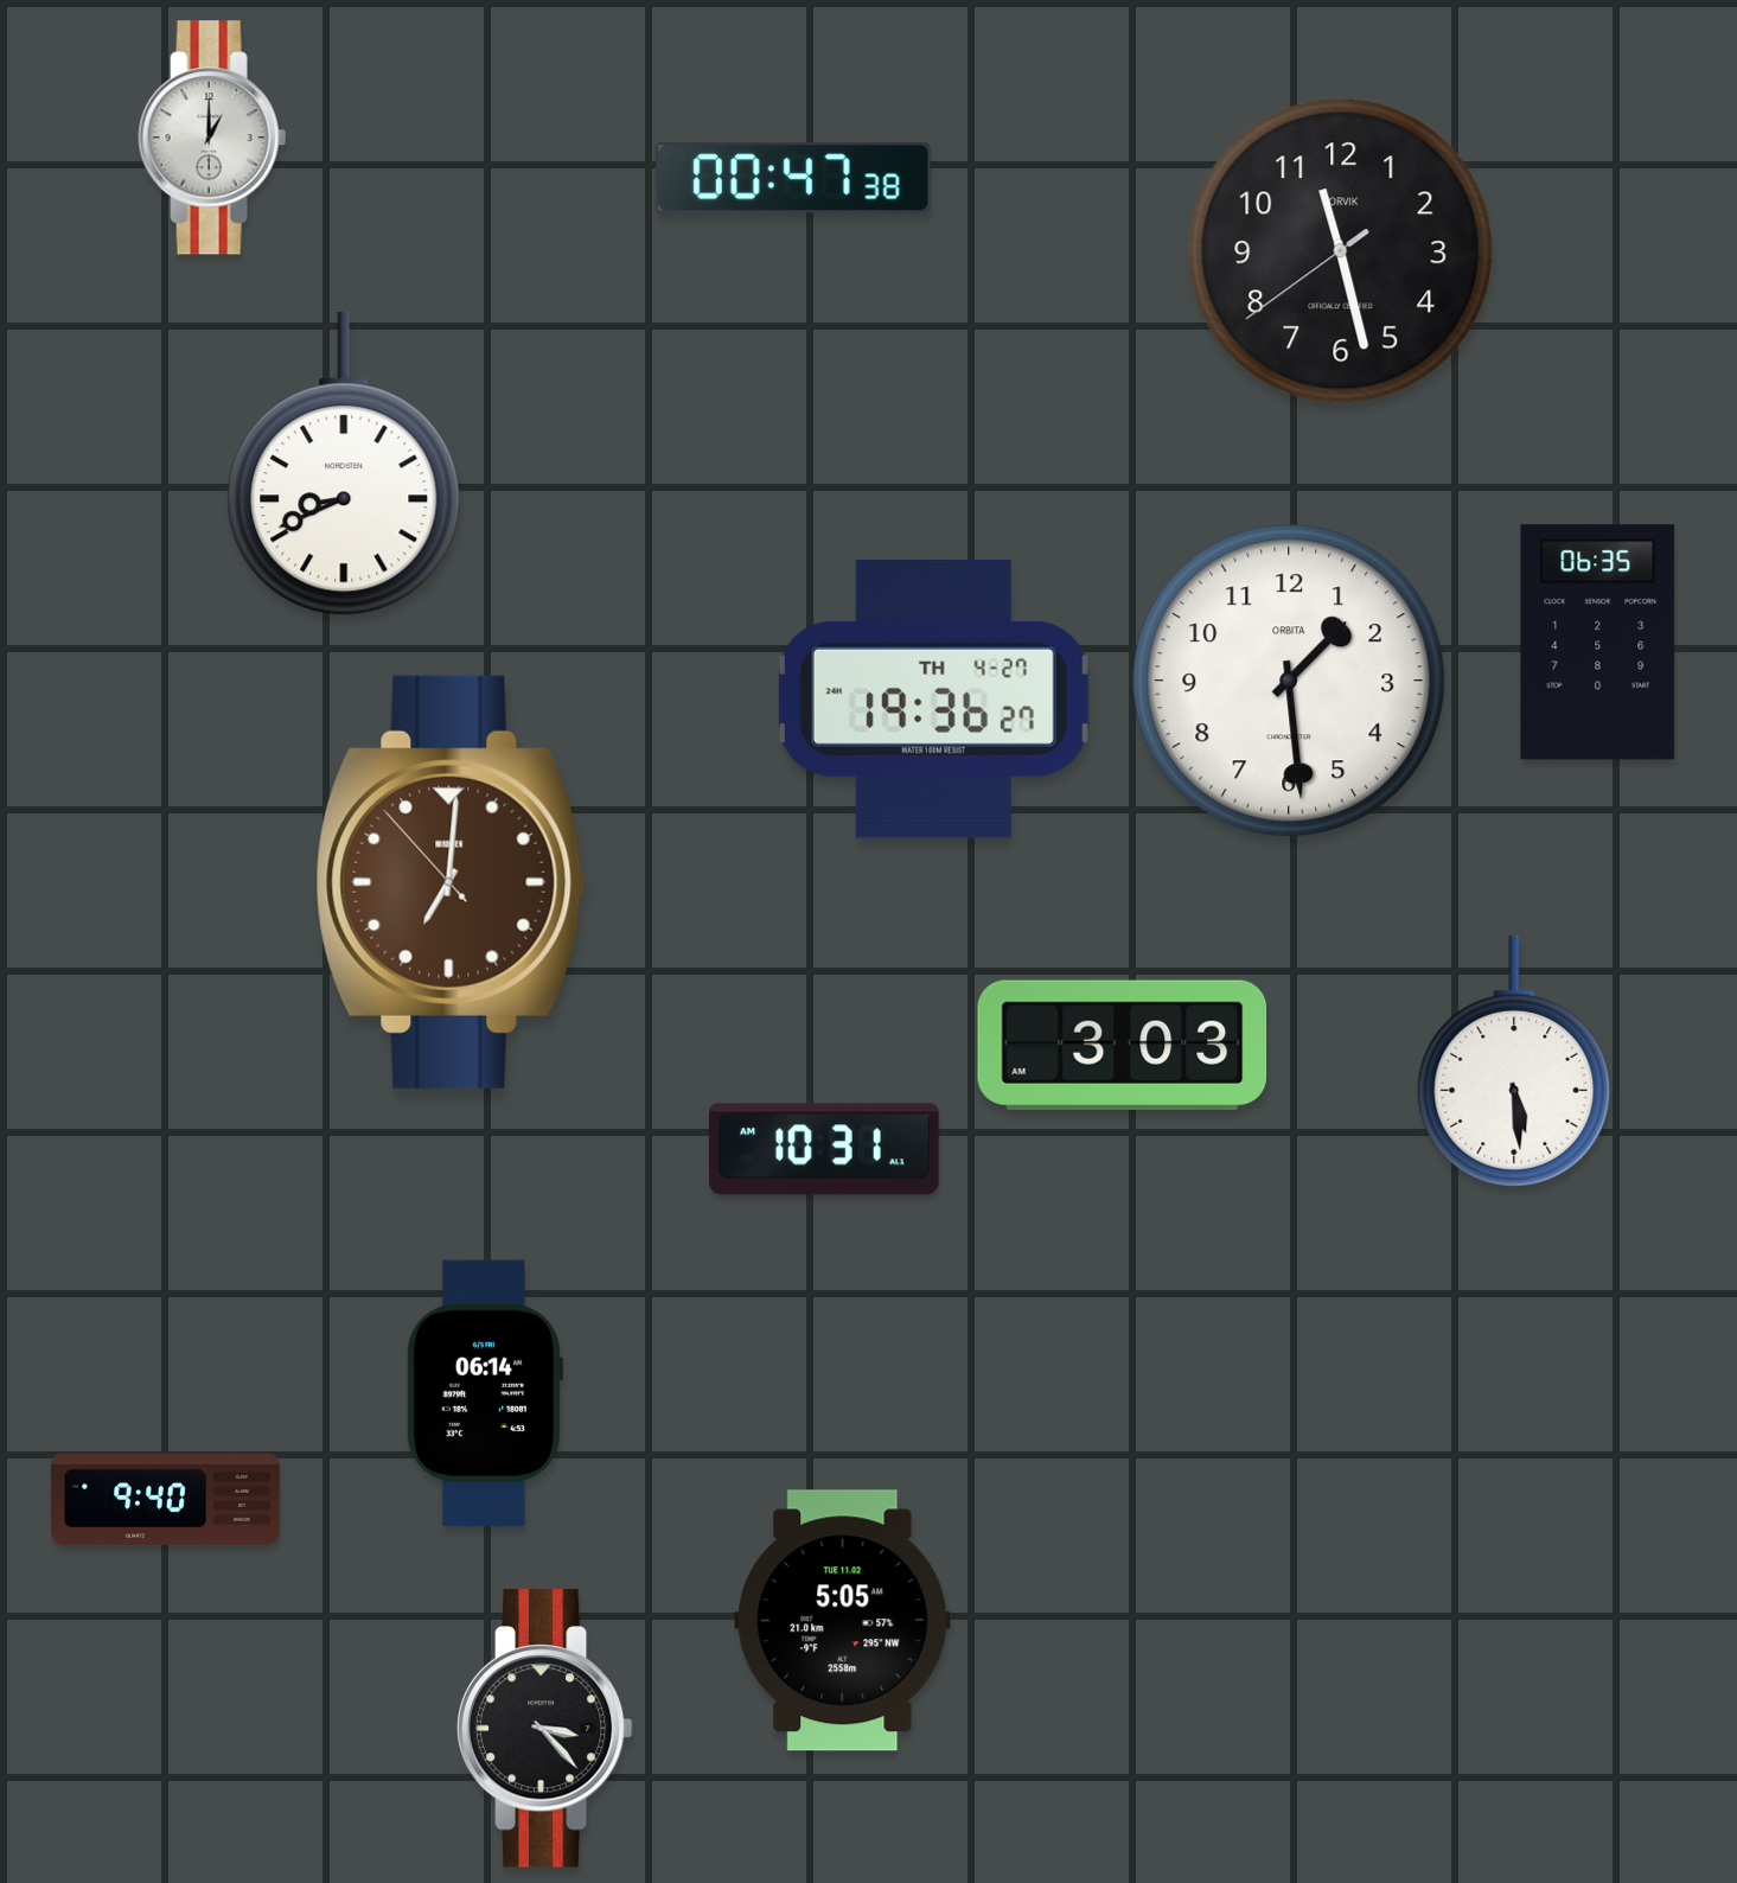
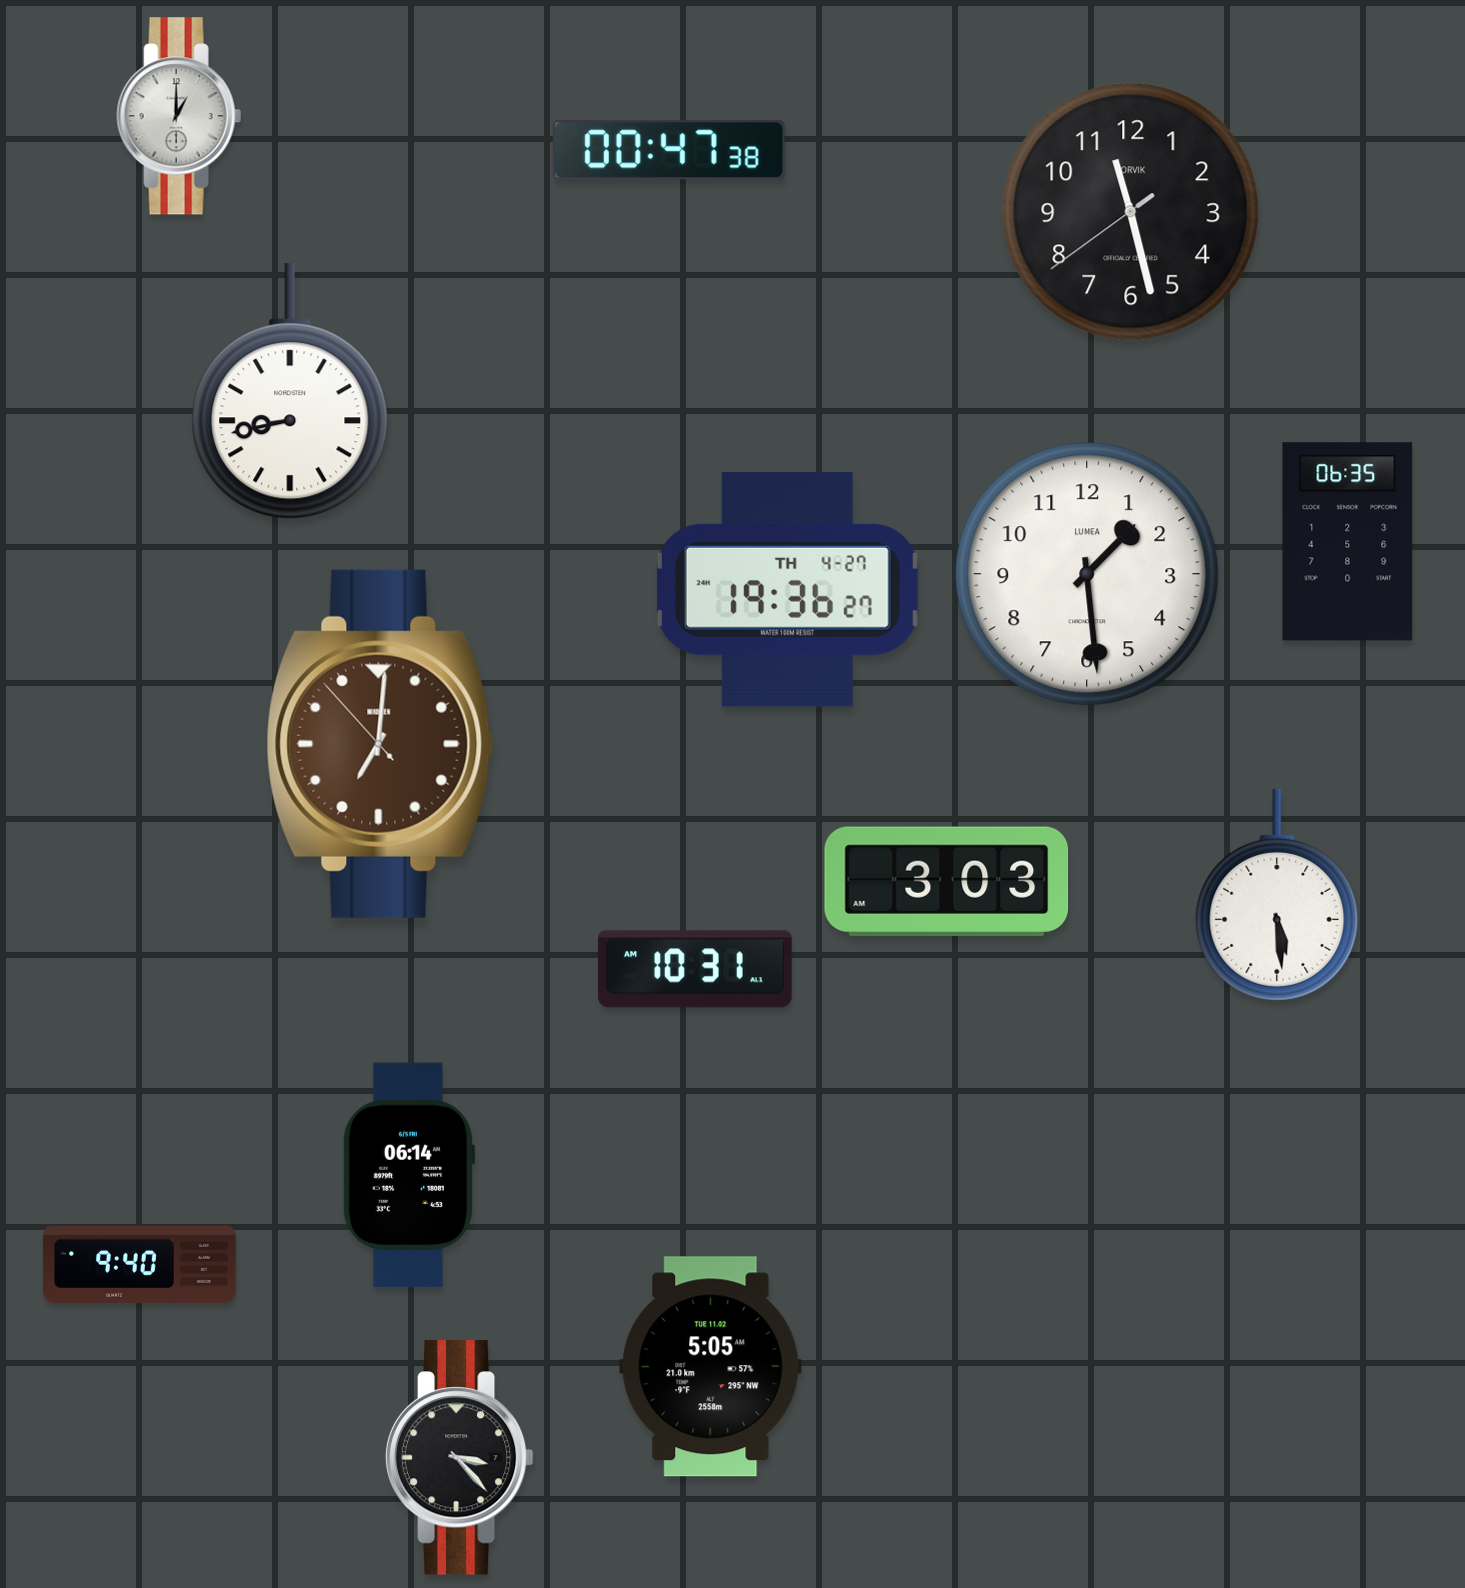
clock at (344, 465): 8:41 -> 8:43
clock at (1289, 681) brand: ORBITA -> LUMEA
